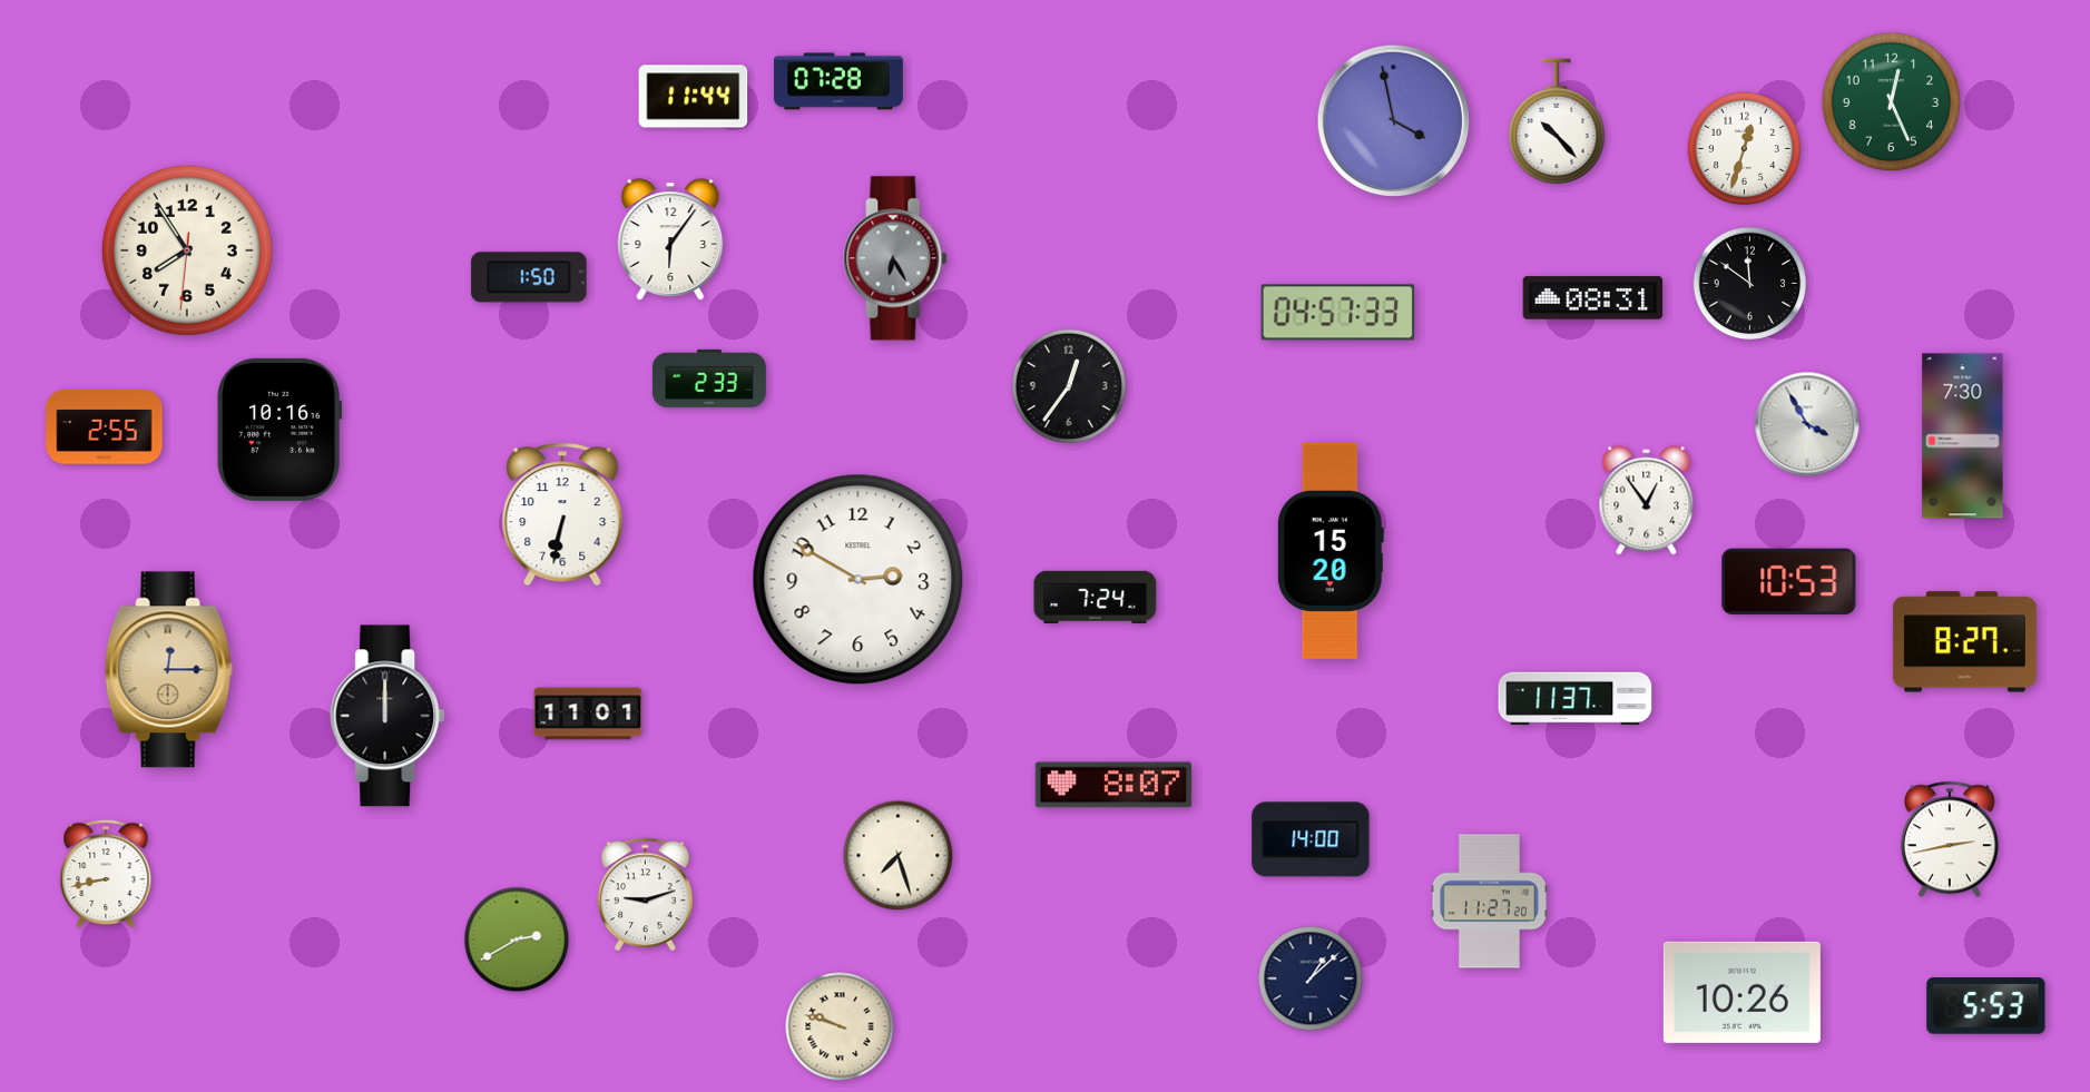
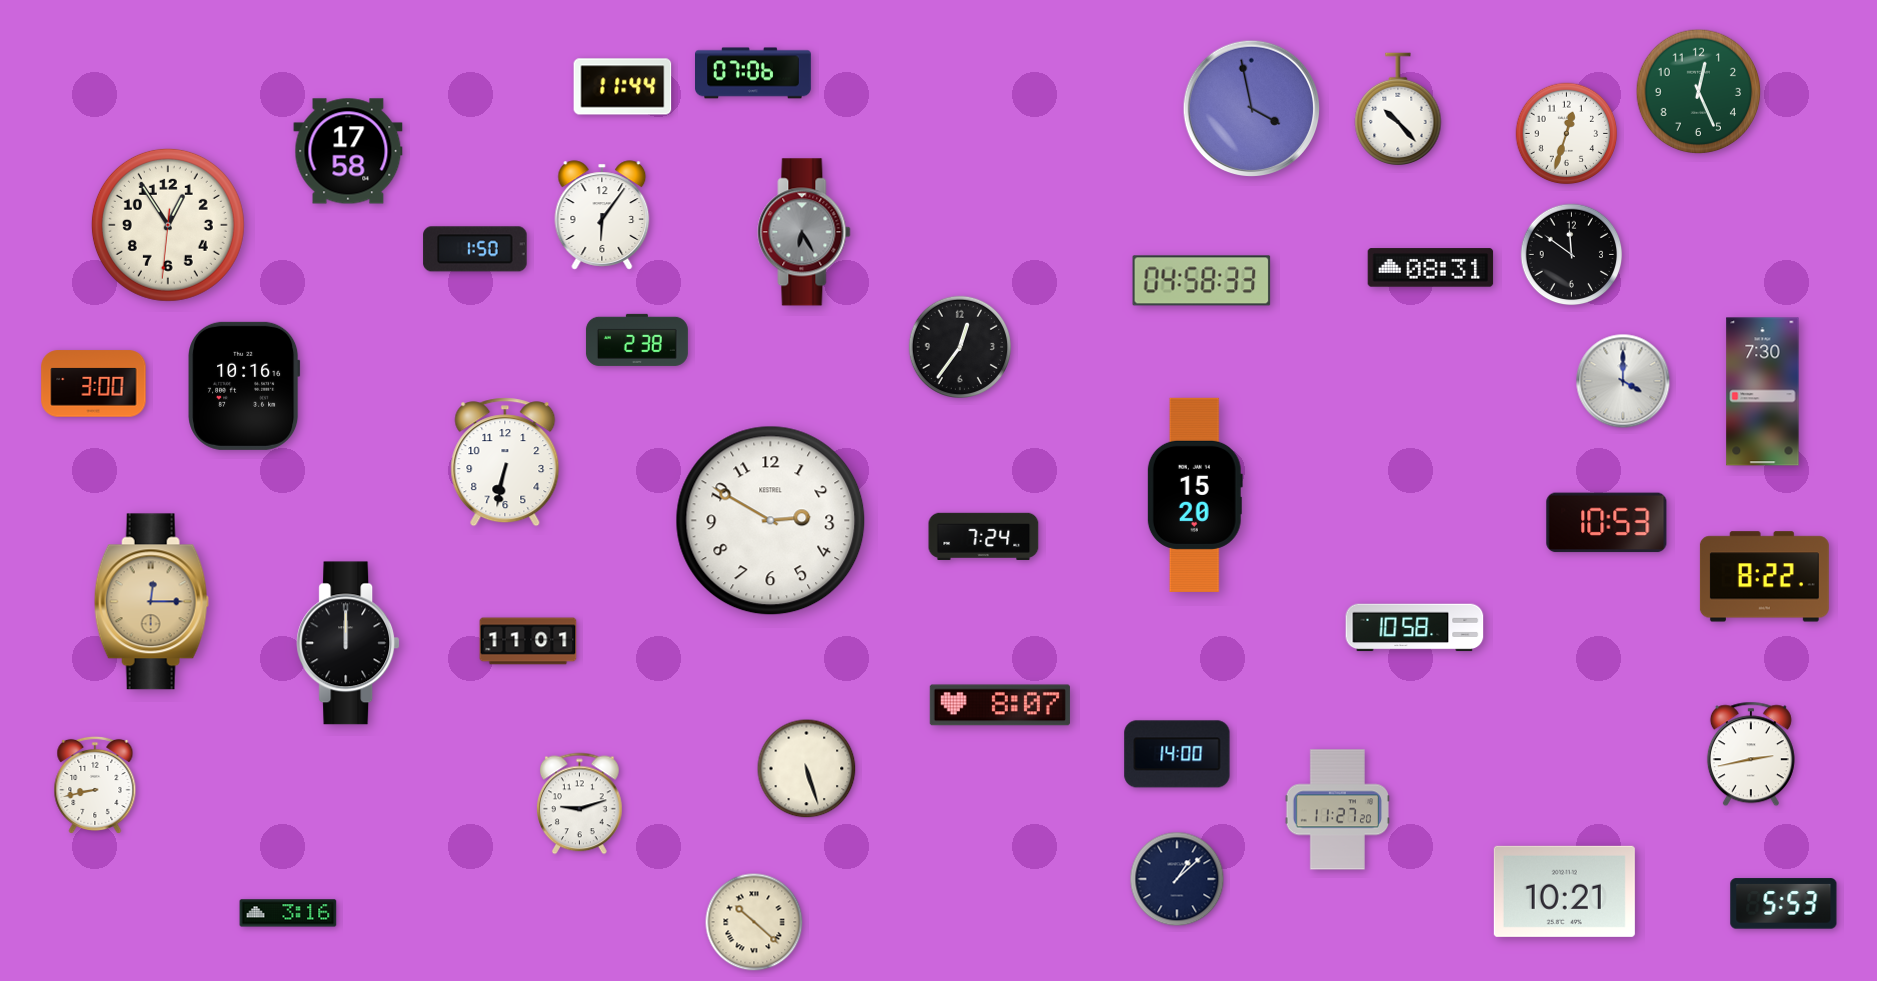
clock at (840, 81): 07:28 -> 07:06
clock at (348, 151): none -> 17:58
clock at (187, 250): 7:54 -> 12:54
clock at (1338, 313): 04:57 -> 04:58
clock at (709, 378): 2:33 -> 2:38
clock at (1807, 424): 3:55 -> 4:00
clock at (105, 427): 2:55 -> 3:00
clock at (279, 430) position: (279, 430) -> (244, 386)
clock at (1647, 501): 12:54 -> none
clock at (1964, 642): 8:27 -> 8:22
clock at (1576, 699): 11:37 -> 10:58
clock at (899, 856): 7:27 -> 5:27
clock at (517, 939): 2:40 -> none
clock at (1741, 992): 10:26 -> 10:21
clock at (288, 913): none -> 3:16
clock at (840, 1026): 9:48 -> 10:22
